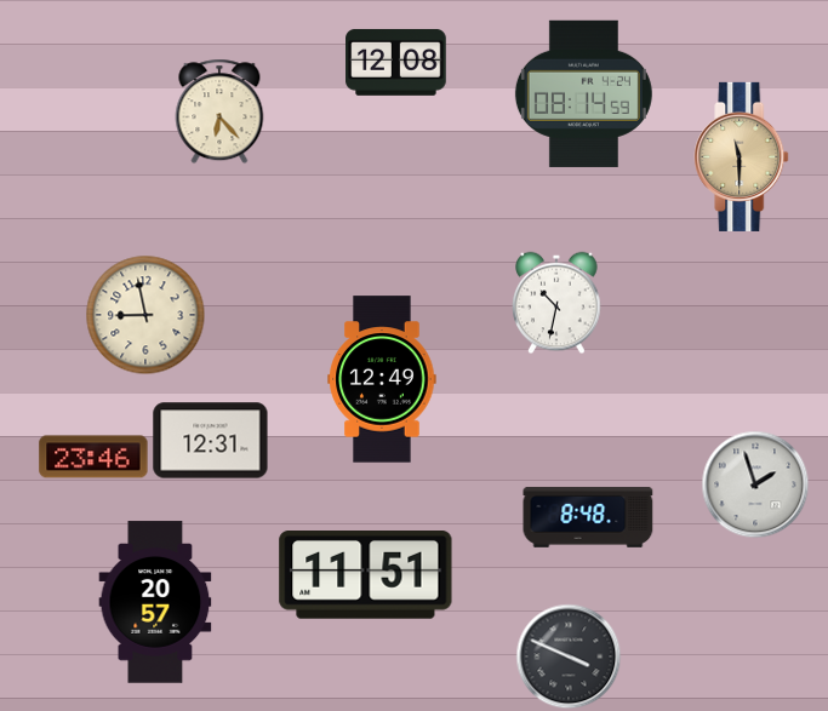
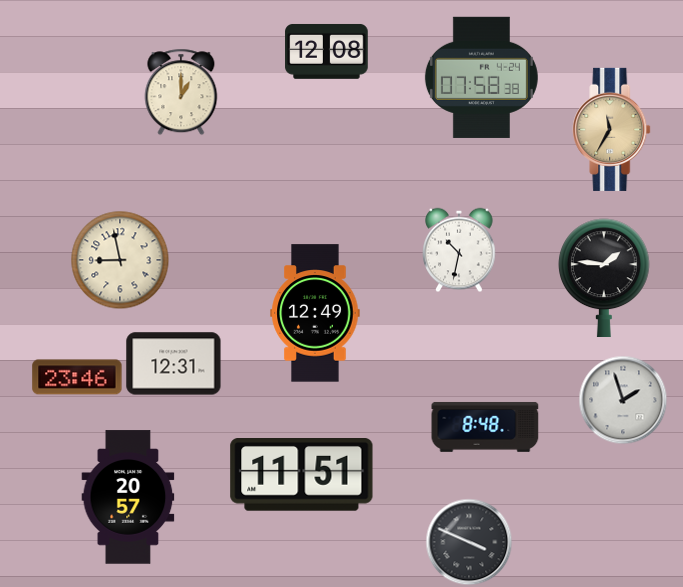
clock at (583, 93): 08:14 -> 07:58
clock at (219, 111): 6:23 -> 1:00
clock at (742, 156): 11:30 -> 11:35
clock at (605, 277): none -> 1:46
